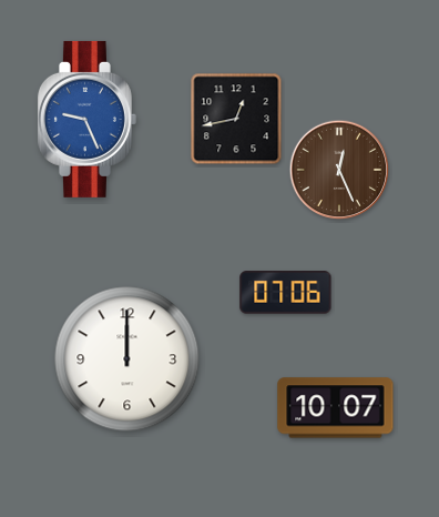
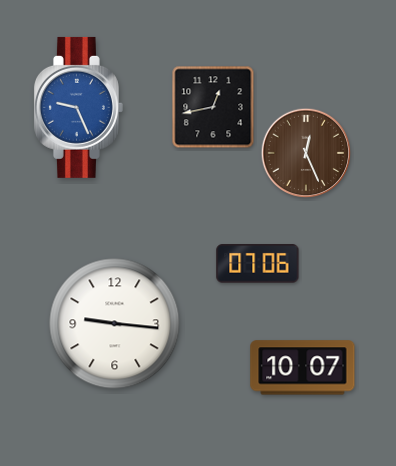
clock at (127, 359): 12:00 -> 9:16
